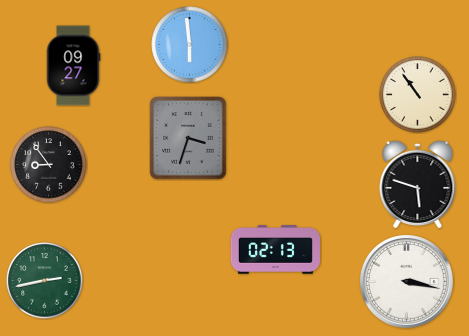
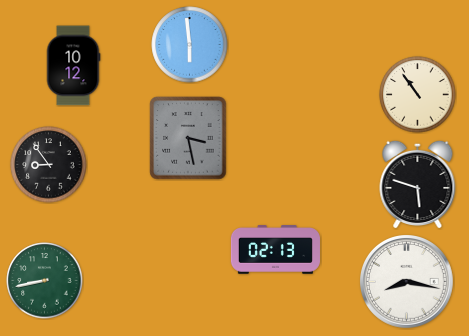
clock at (73, 66): 09:27 -> 10:12
clock at (188, 138): 3:33 -> 3:28
clock at (45, 281): 2:43 -> 8:43
clock at (407, 282): 3:17 -> 8:17
